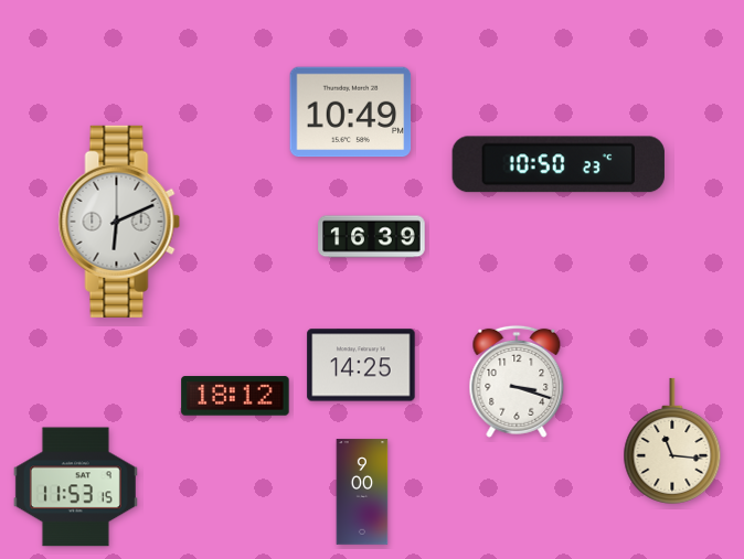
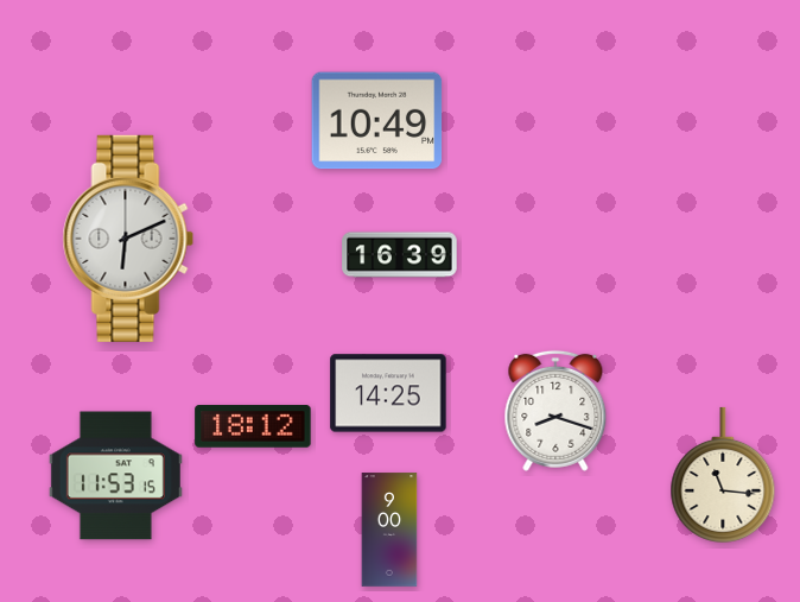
clock at (559, 164): 10:50 -> none
clock at (517, 381): 3:18 -> 8:18
clock at (75, 487) position: (75, 487) -> (115, 476)
